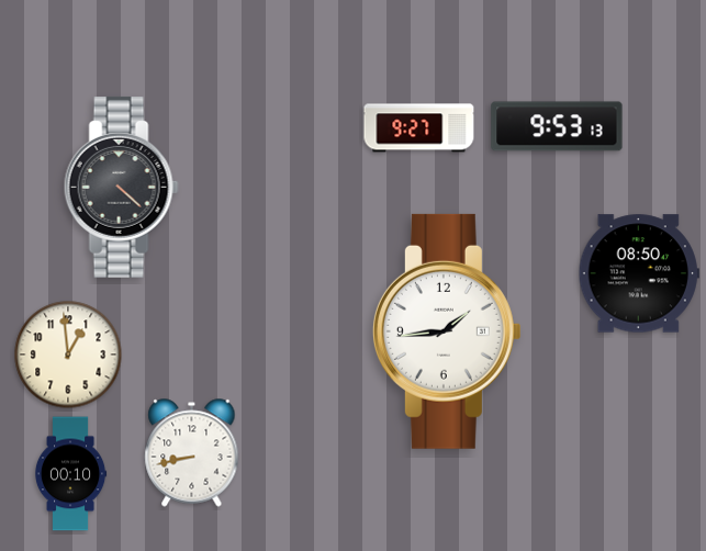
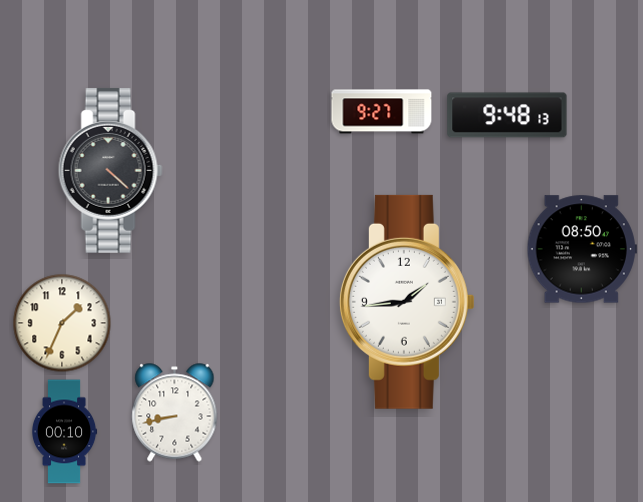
clock at (557, 126): 9:53 -> 9:48
clock at (419, 128) position: (419, 128) -> (382, 112)
clock at (68, 355): 12:59 -> 1:34
